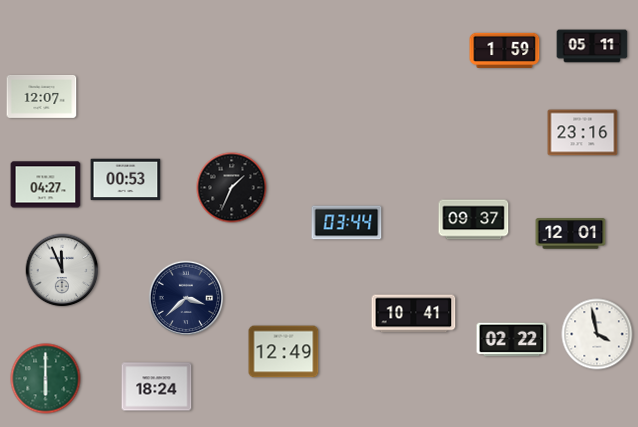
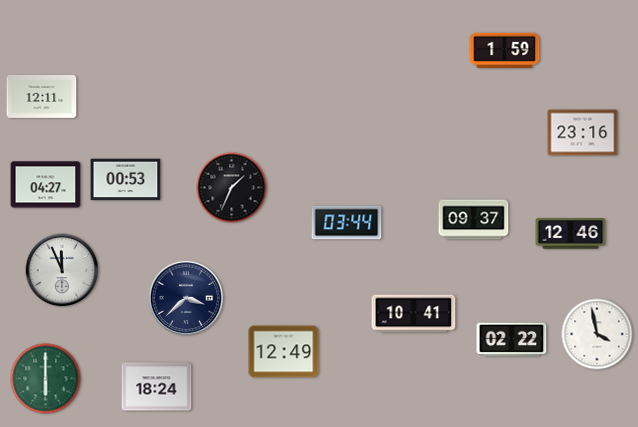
clock at (592, 46): 05:11 -> none
clock at (42, 96): 12:07 -> 12:11
clock at (571, 234): 12:01 -> 12:46
